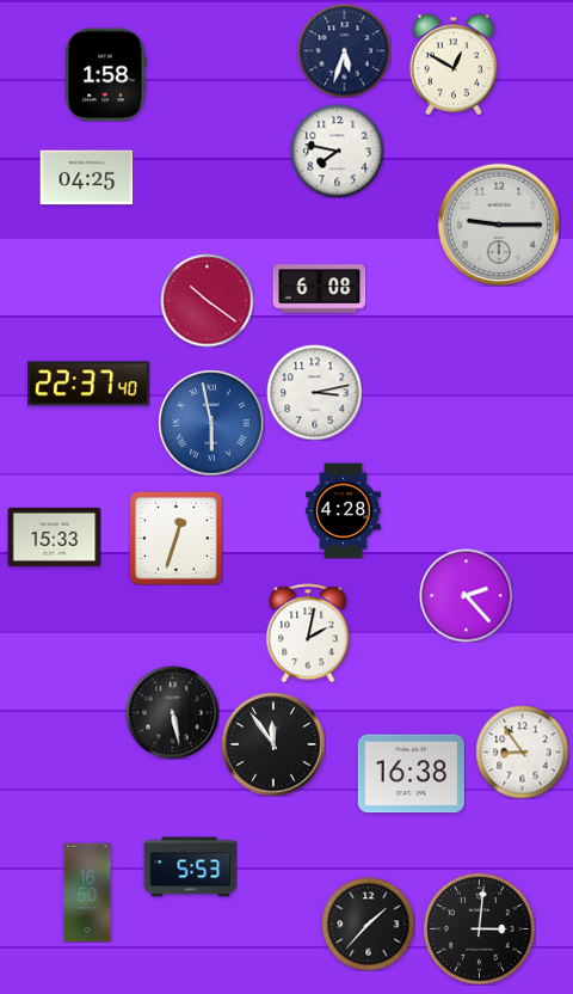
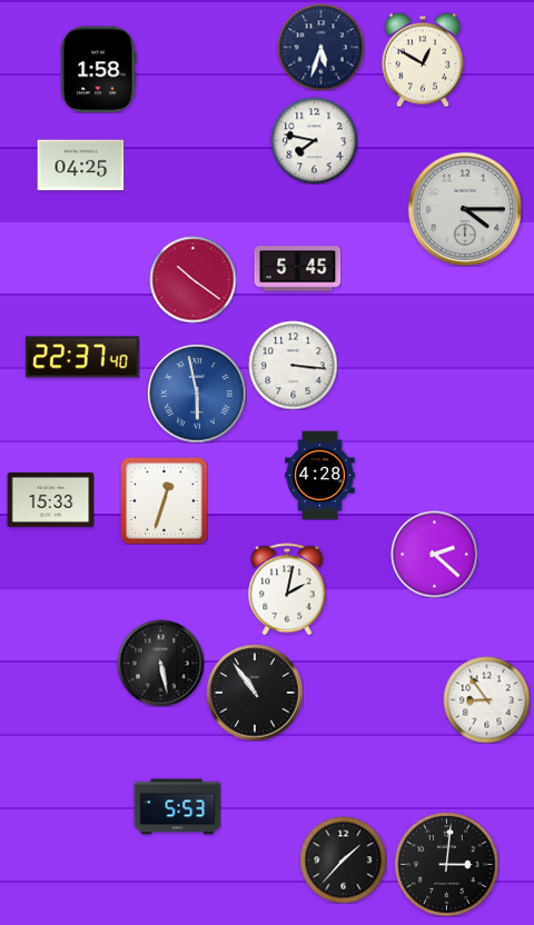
clock at (499, 225): 9:15 -> 4:15
clock at (319, 289): 6:08 -> 5:45
clock at (314, 392): 3:13 -> 3:16
clock at (466, 595): 2:23 -> 2:22
clock at (273, 744): 11:54 -> 10:54
clock at (411, 774): 16:38 -> none
clock at (87, 892): 16:50 -> none
